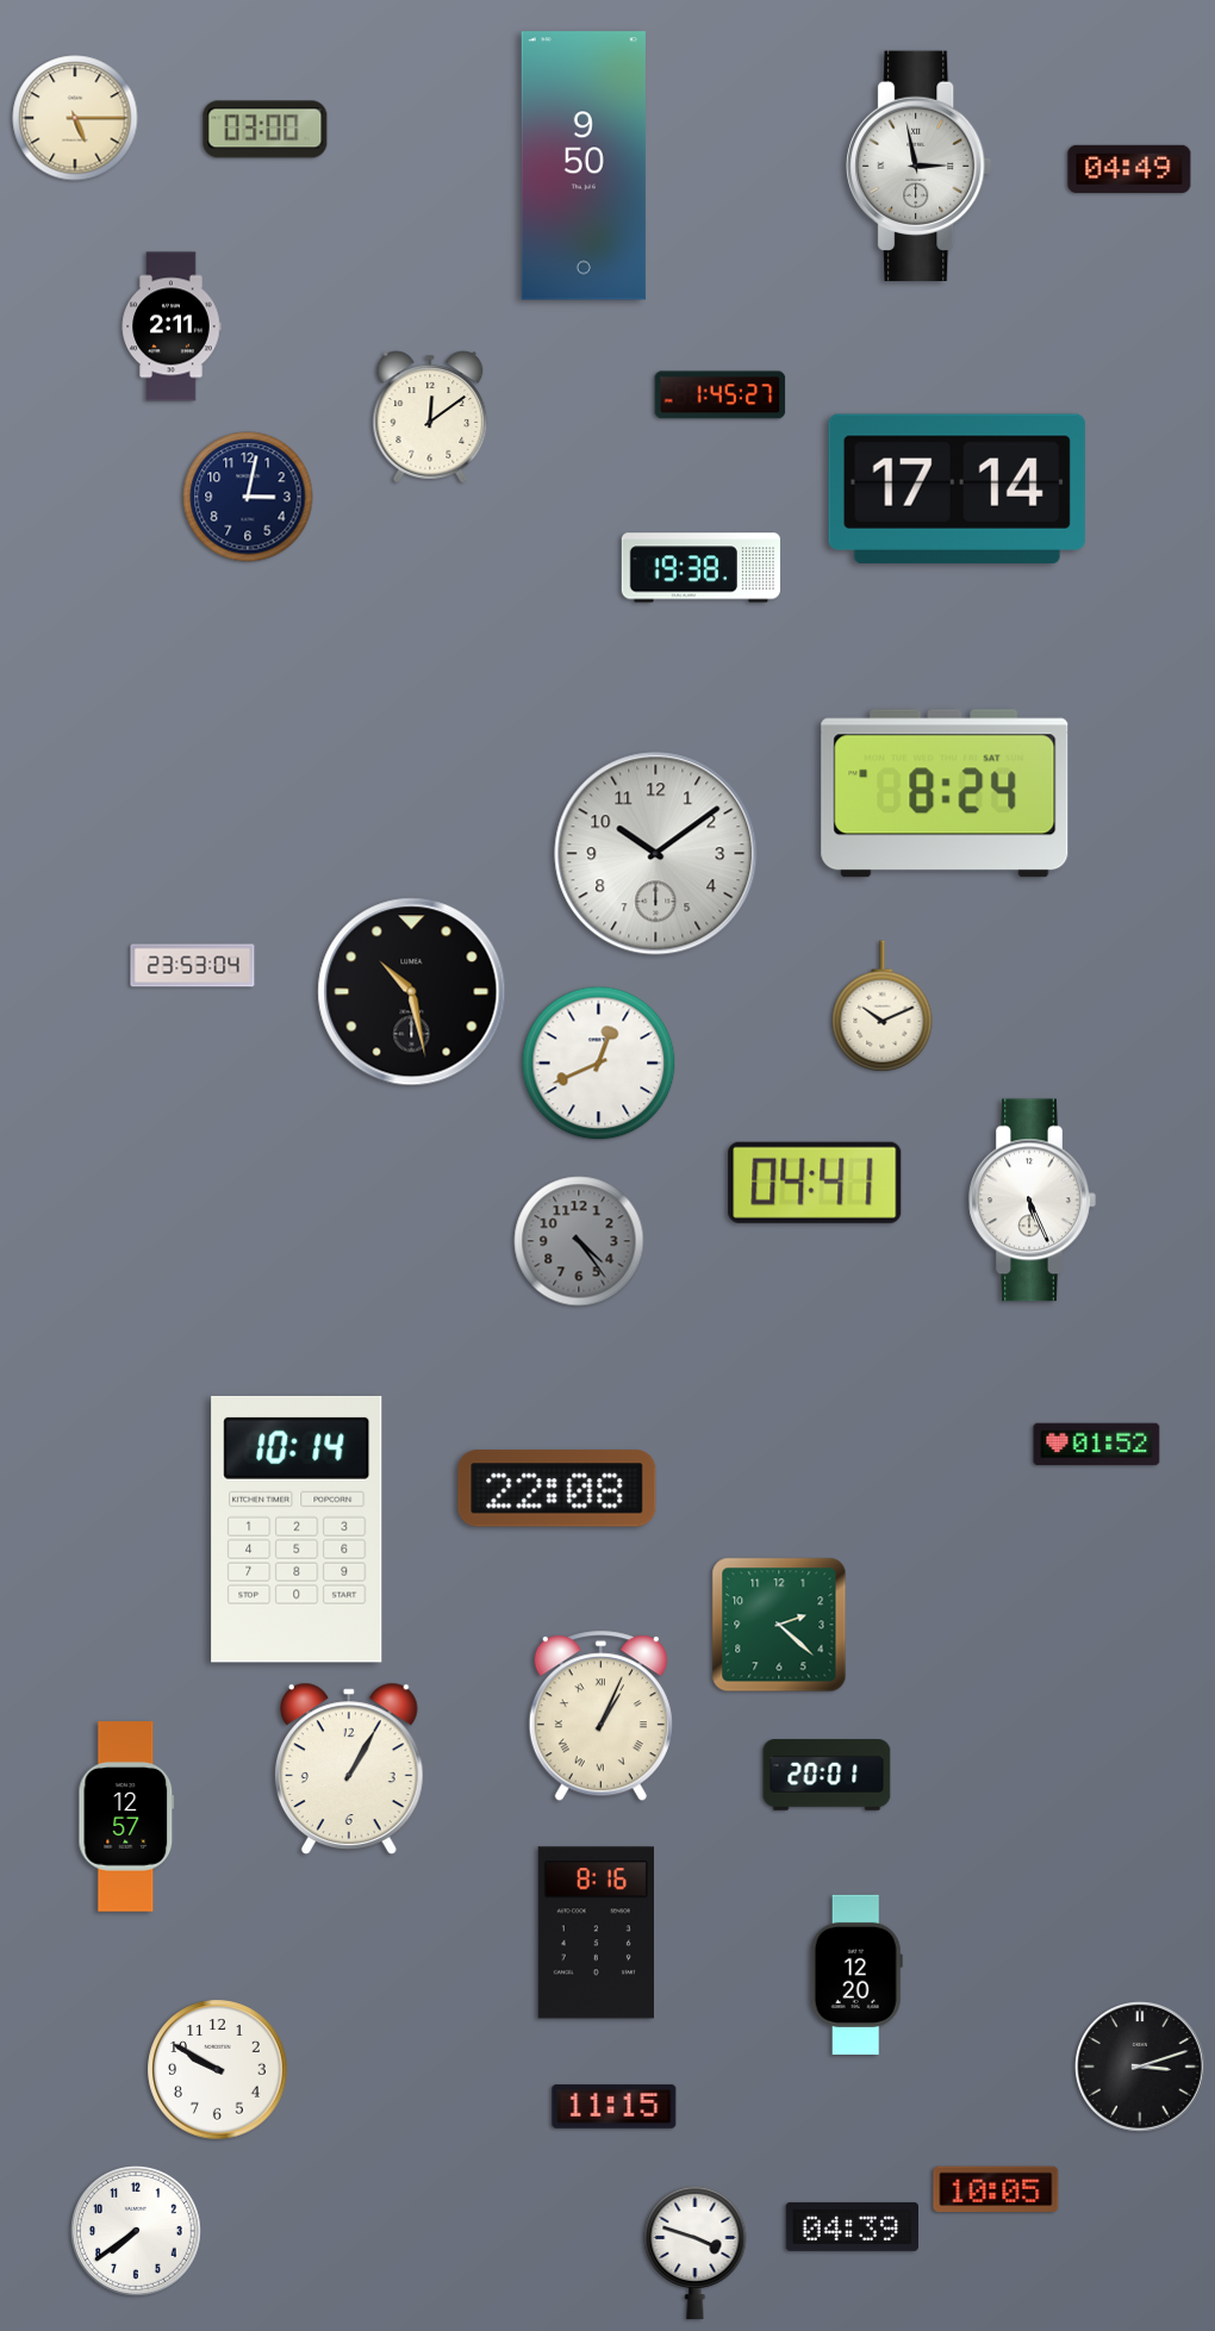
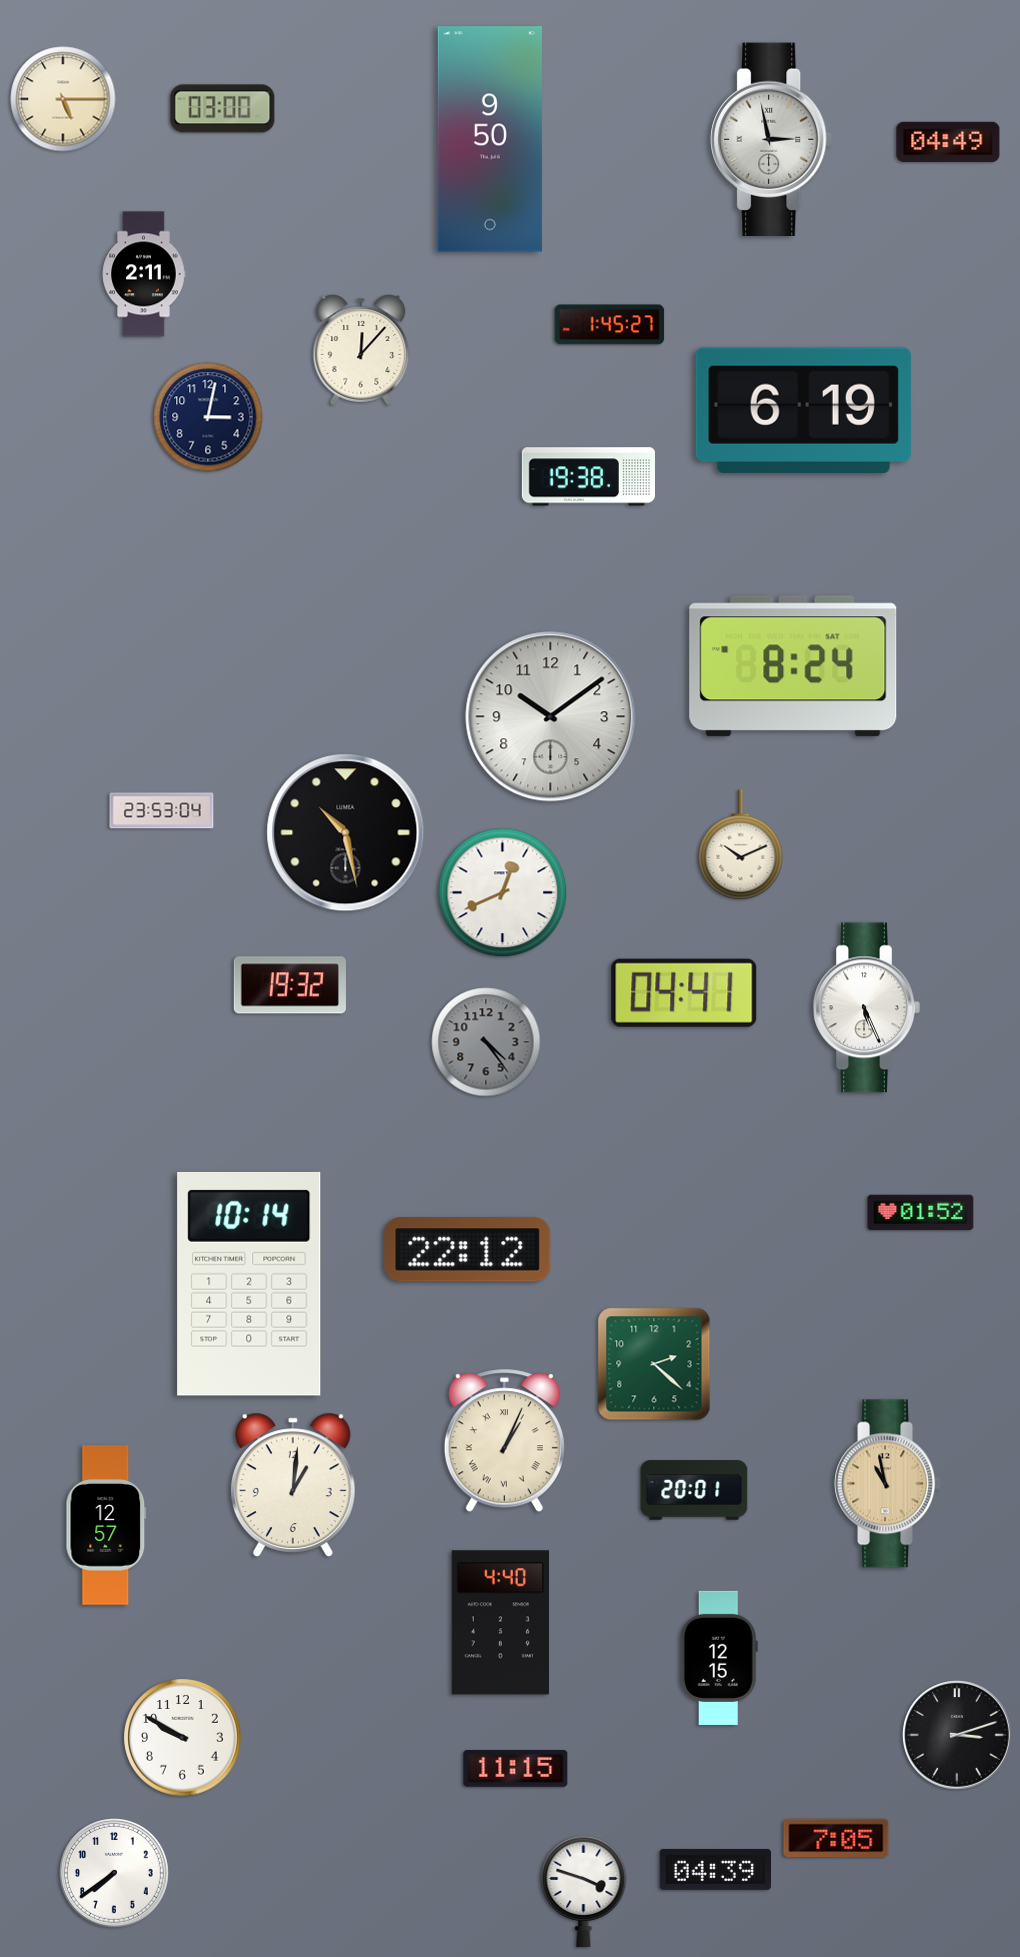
clock at (721, 395) position: (721, 395) -> (610, 325)
clock at (430, 417): 12:09 -> 12:07
clock at (957, 488): 17:14 -> 6:19
clock at (290, 985): none -> 19:32
clock at (557, 1489): 22:08 -> 22:12
clock at (887, 1484): none -> 10:58
clock at (349, 1769): 1:05 -> 1:01
clock at (596, 1933): 8:16 -> 4:40
clock at (856, 1975): 12:20 -> 12:15
clock at (996, 2189): 10:05 -> 7:05
